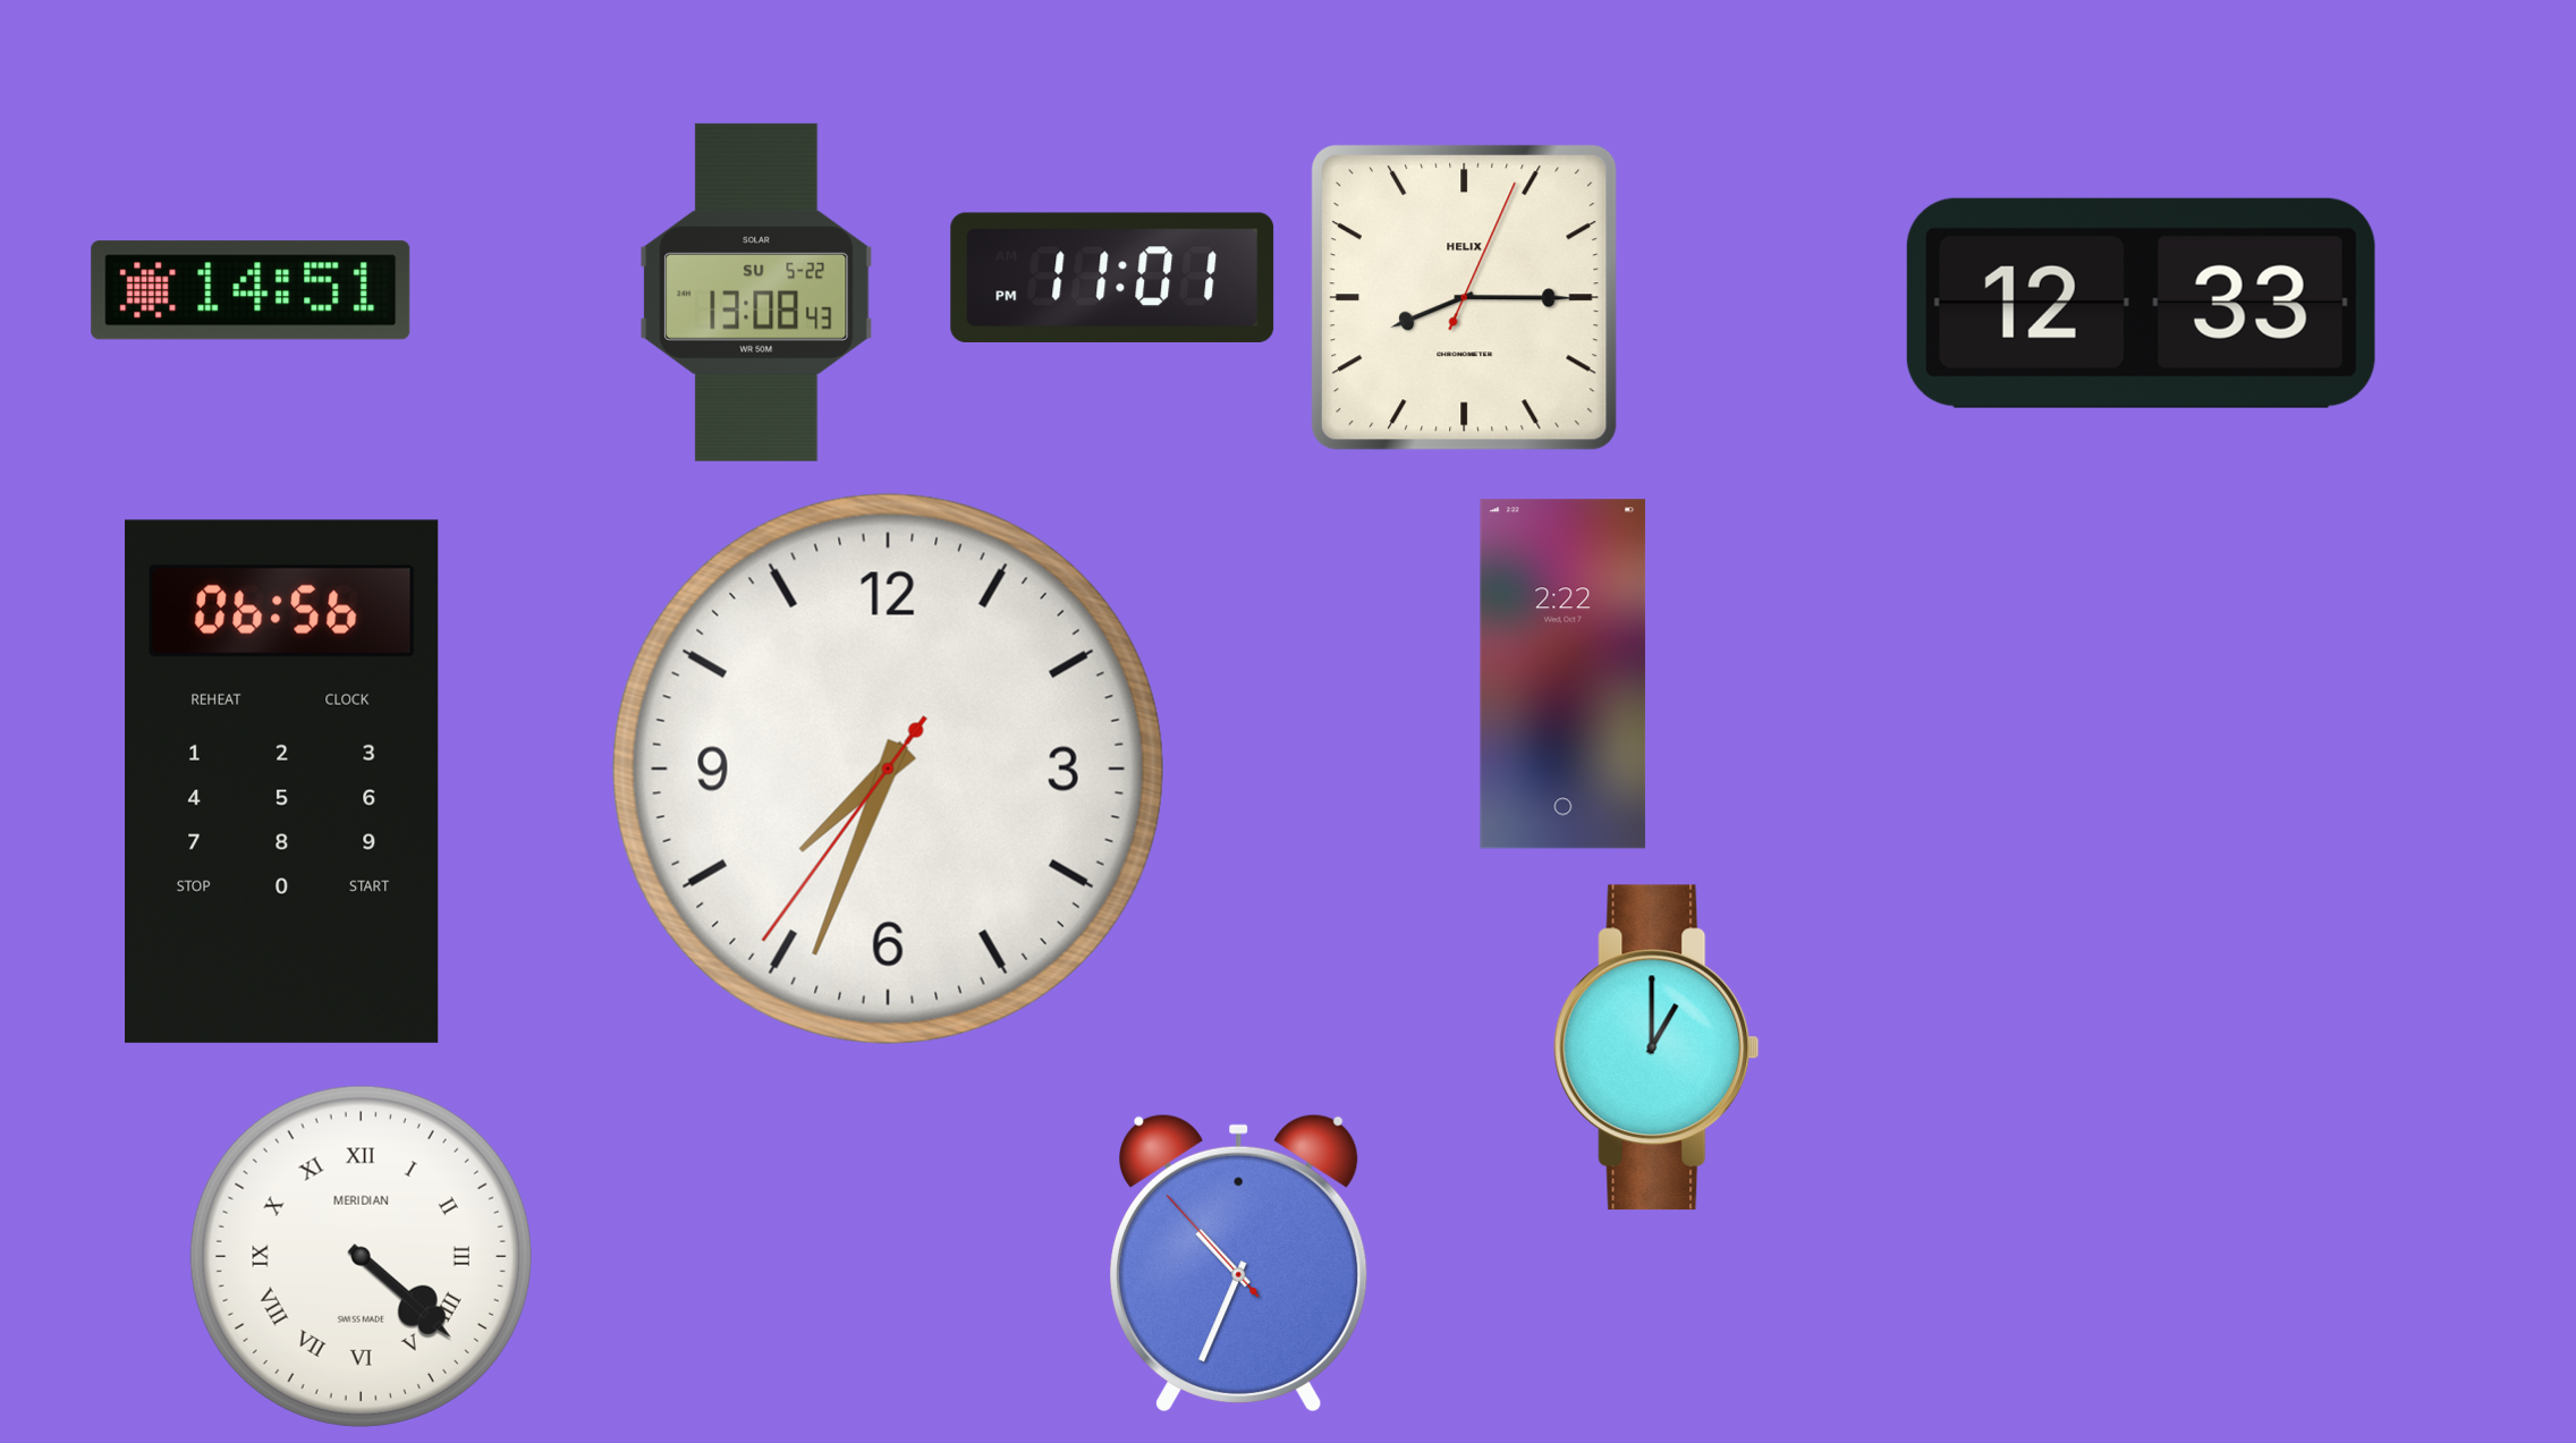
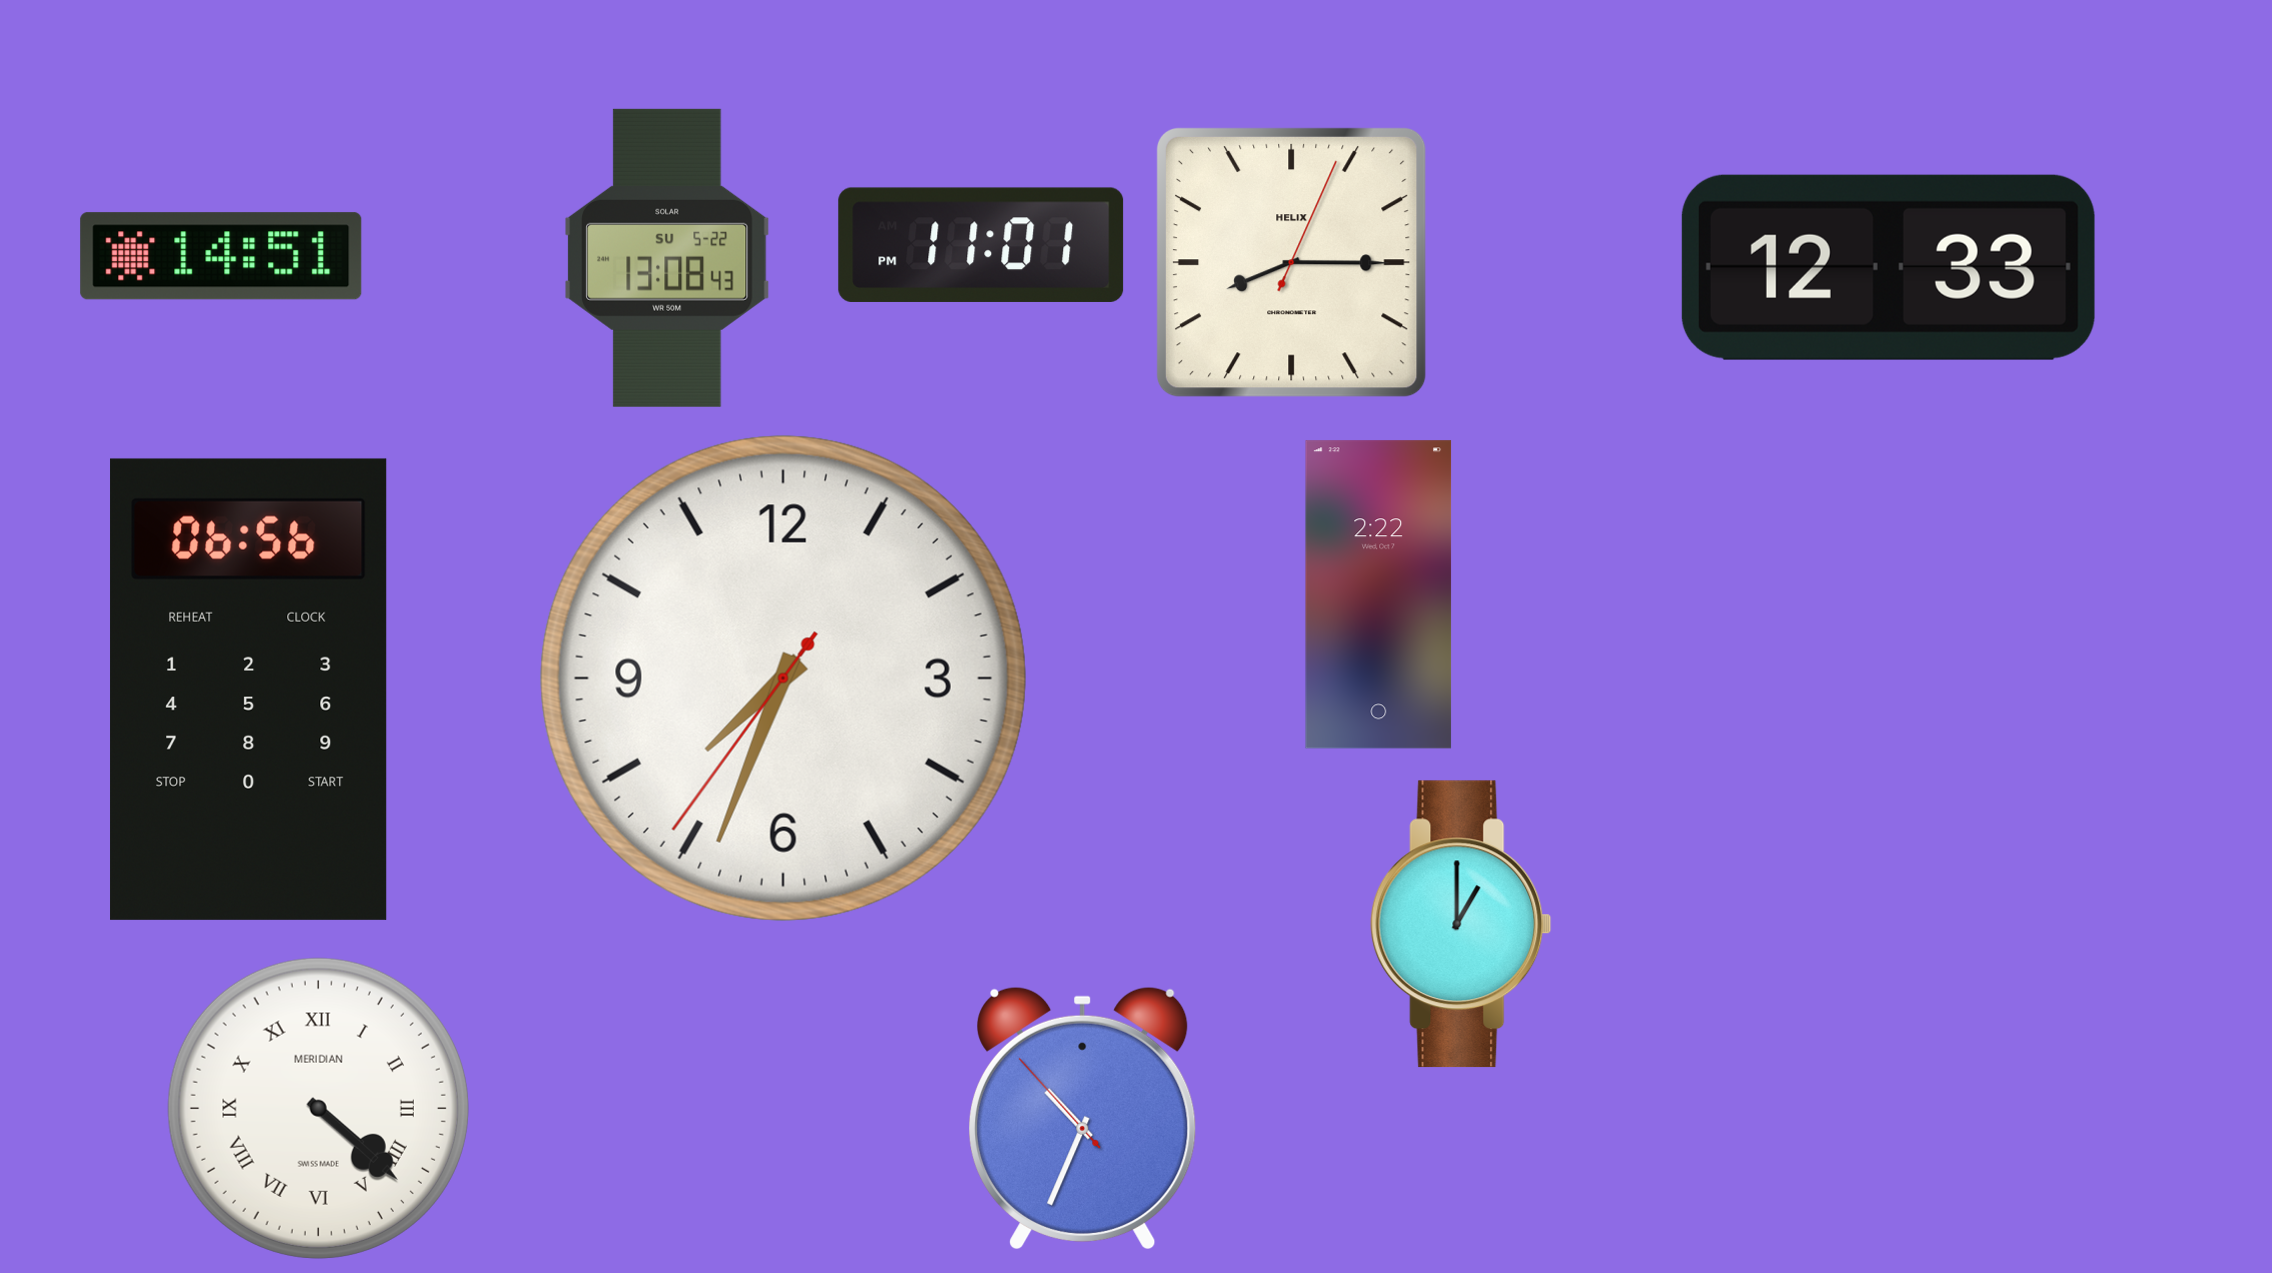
clock at (1239, 1263) position: (1239, 1263) -> (1083, 1118)
